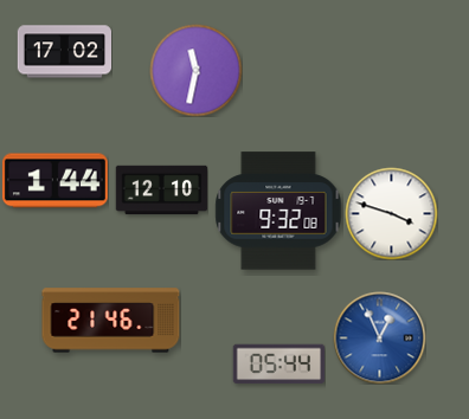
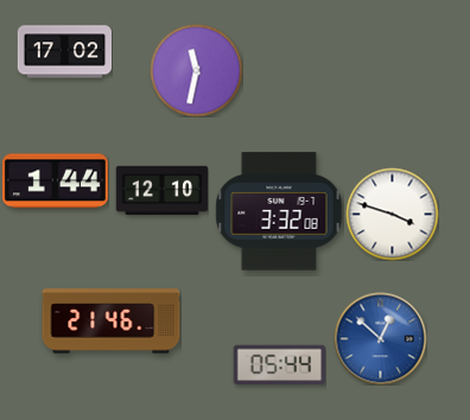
clock at (278, 211): 9:32 -> 3:32
clock at (379, 337): 12:56 -> 12:52
